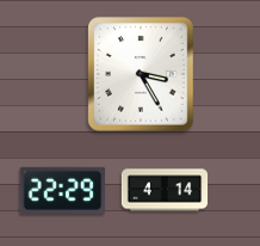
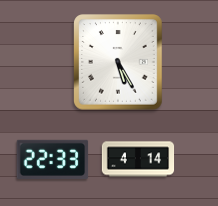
clock at (142, 74): 3:25 -> 5:25
clock at (63, 190): 22:29 -> 22:33
